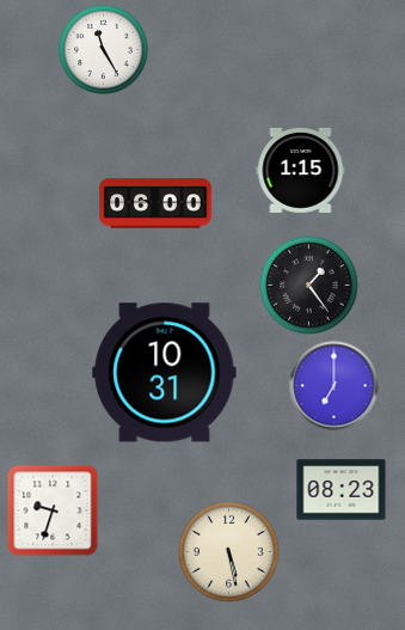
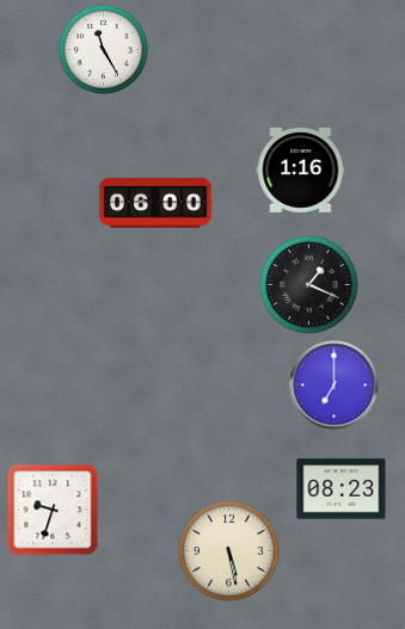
clock at (301, 170): 1:15 -> 1:16
clock at (309, 286): 1:24 -> 1:19
clock at (165, 373): 10:31 -> none
